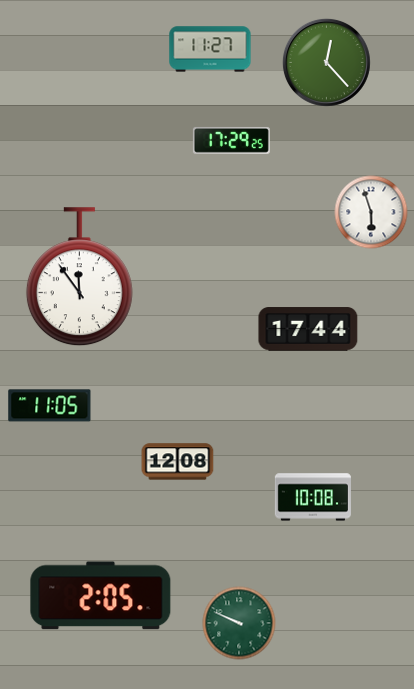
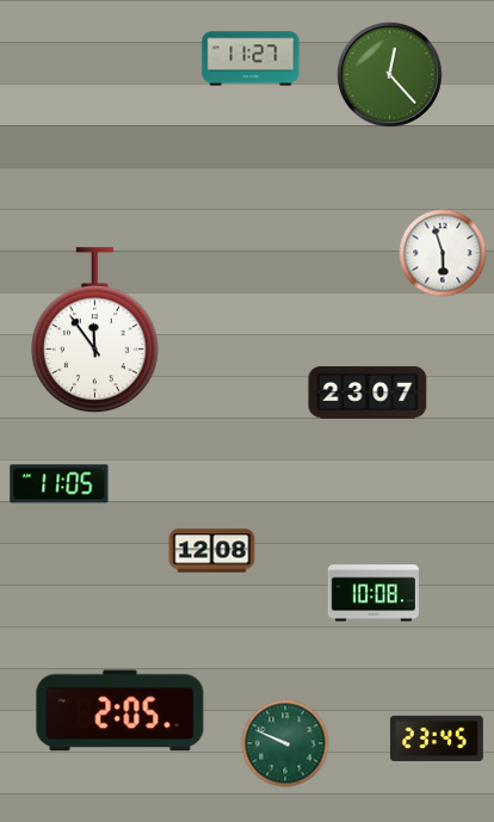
clock at (231, 140): 17:29 -> none
clock at (308, 329): 17:44 -> 23:07
clock at (437, 738): none -> 23:45
